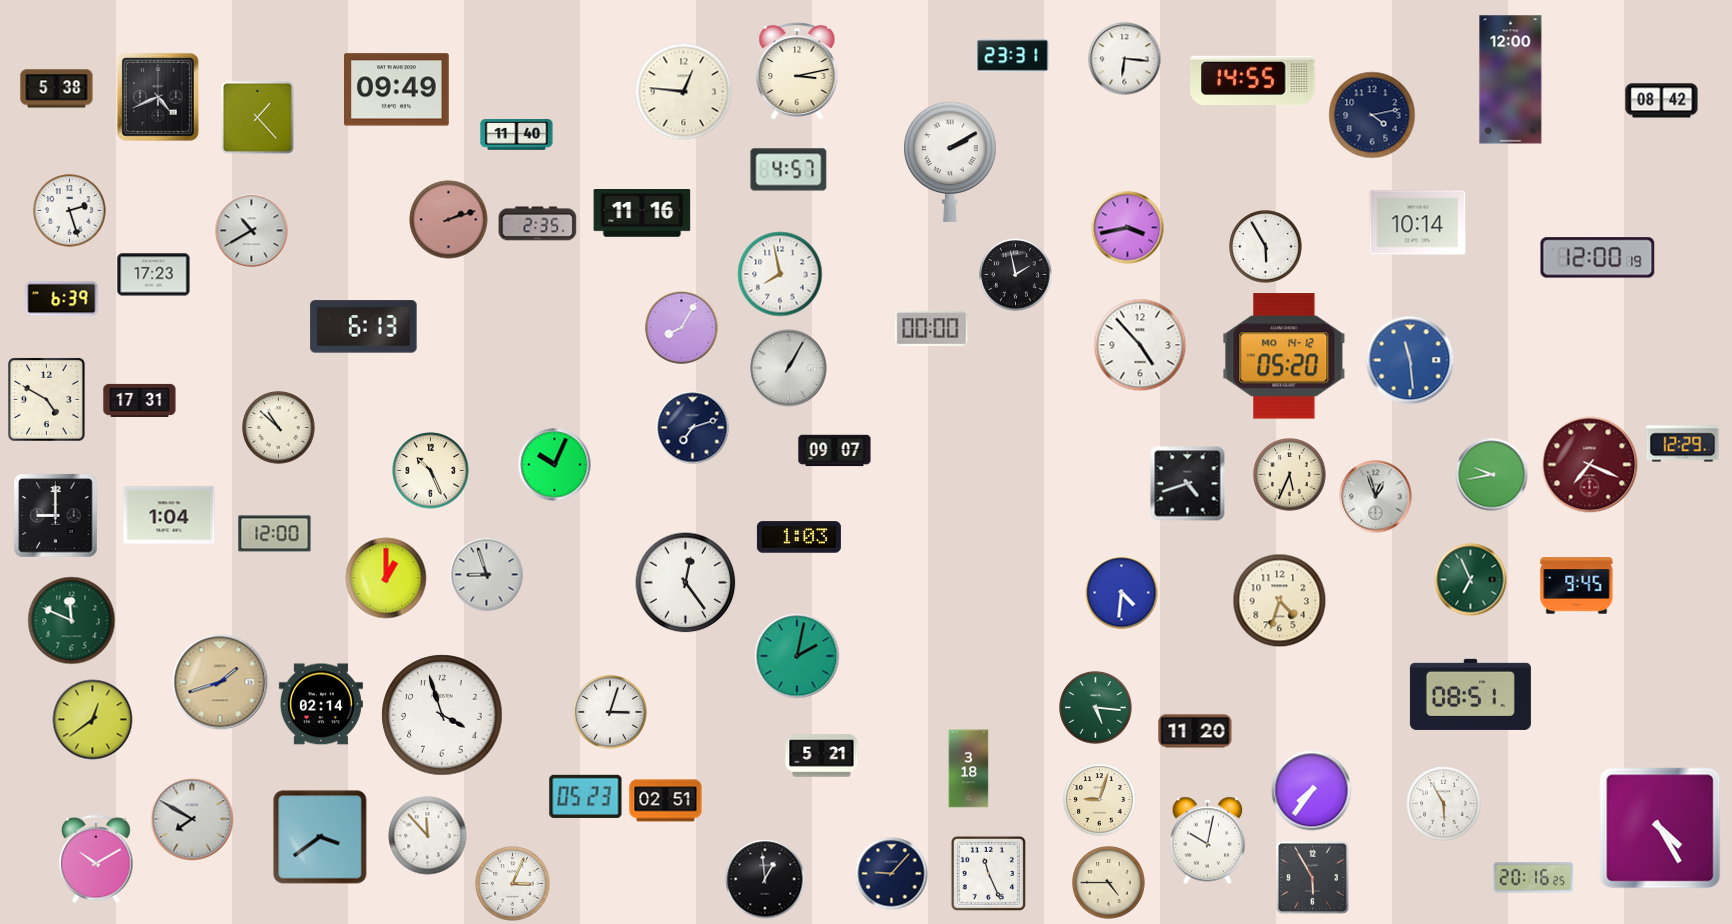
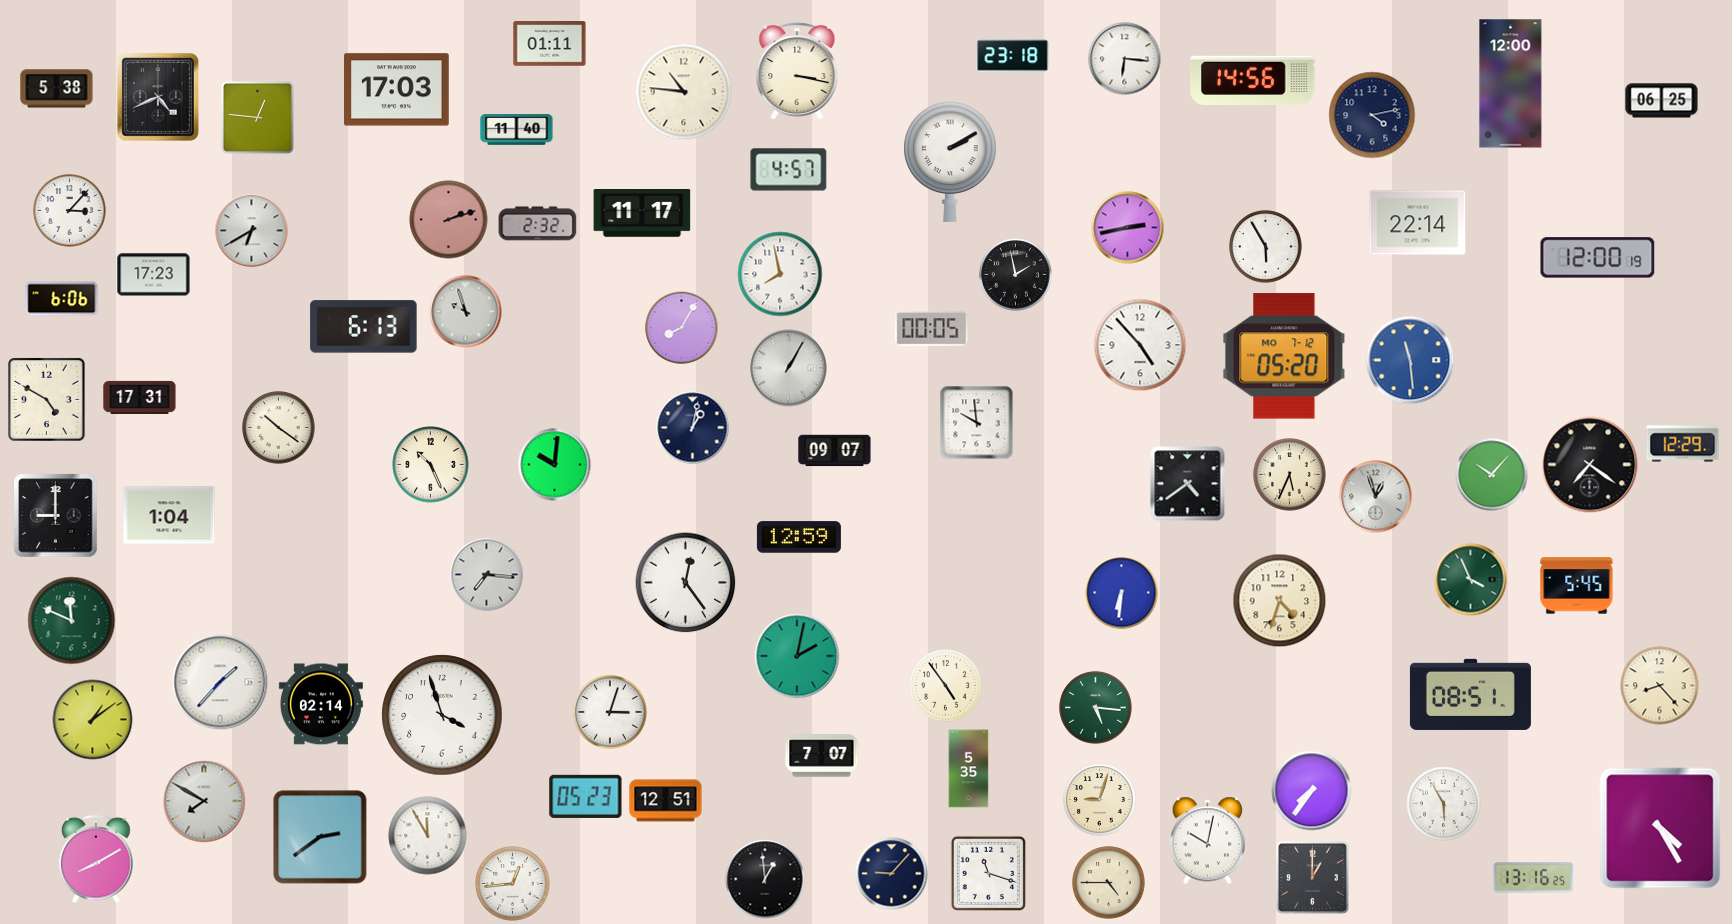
clock at (550, 44): none -> 01:11
clock at (1013, 56): 23:31 -> 23:18
clock at (797, 70): 3:13 -> 3:17
clock at (1253, 80): 14:55 -> 14:56
clock at (1511, 80) position: (1511, 80) -> (1511, 84)
clock at (397, 90): 09:49 -> 17:03
clock at (684, 92): 12:46 -> 10:46
clock at (1662, 101): 08:42 -> 06:25
clock at (257, 117): 1:23 -> 12:46
clock at (517, 135) position: (517, 135) -> (517, 130)
clock at (70, 211): 2:27 -> 3:07
clock at (642, 214): 11:16 -> 11:17
clock at (1418, 223): 10:14 -> 22:14
clock at (538, 224): 2:35 -> 2:32
clock at (1128, 228): 3:43 -> 2:43
clock at (252, 231): 10:40 -> 6:40
clock at (62, 299): 6:39 -> 6:06
clock at (466, 312): none -> 9:57
clock at (932, 329): 00:00 -> 00:05
clock at (1284, 356) date: MO 14-12 -> MO 7-12
clock at (140, 400) position: (140, 400) -> (140, 397)
clock at (977, 423): none -> 9:59
clock at (279, 428): 10:52 -> 10:21
clock at (693, 428): 7:12 -> 1:02
clock at (555, 465): 10:04 -> 10:01
clock at (1590, 465): 7:19 -> 7:21
clock at (1590, 465) dial: burgundy -> black
clock at (431, 471) position: (431, 471) -> (431, 465)
clock at (1492, 475): 9:43 -> 10:07
clock at (1188, 484): 4:42 -> 4:39
clock at (275, 534): 12:00 -> none
clock at (799, 537): 1:03 -> 12:59
clock at (487, 575): 8:57 -> 7:16
clock at (386, 578): 1:00 -> none
clock at (1471, 580): 6:56 -> 3:56
clock at (1577, 586): 9:45 -> 5:45
clock at (1122, 593): 4:31 -> 6:31
clock at (220, 682): 1:42 -> 1:37
clock at (220, 682) dial: champagne -> white
clock at (946, 686): none -> 4:54
clock at (1660, 686): none -> 8:23
clock at (93, 720): 12:39 -> 1:09
clock at (1195, 731): 11:20 -> none
clock at (822, 756): 5:21 -> 7:07
clock at (969, 769): 3:18 -> 5:35
clock at (666, 801): 02:51 -> 12:51
clock at (192, 819) position: (192, 819) -> (204, 801)
clock at (428, 836): 11:53 -> 11:55
clock at (320, 837): 3:39 -> 2:39
clock at (96, 859): 10:10 -> 8:10
clock at (988, 873): 11:26 -> 11:18
clock at (1312, 877): 5:55 -> 1:00
clock at (1534, 878): 20:16 -> 13:16
clock at (513, 884): 3:04 -> 12:44
